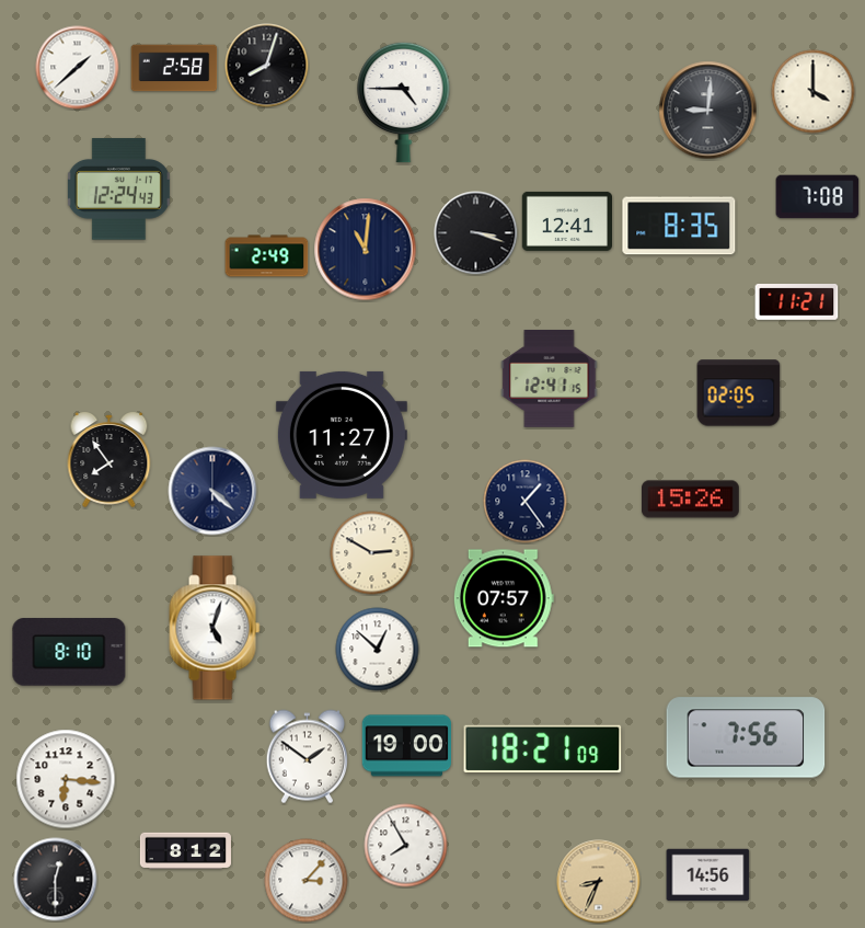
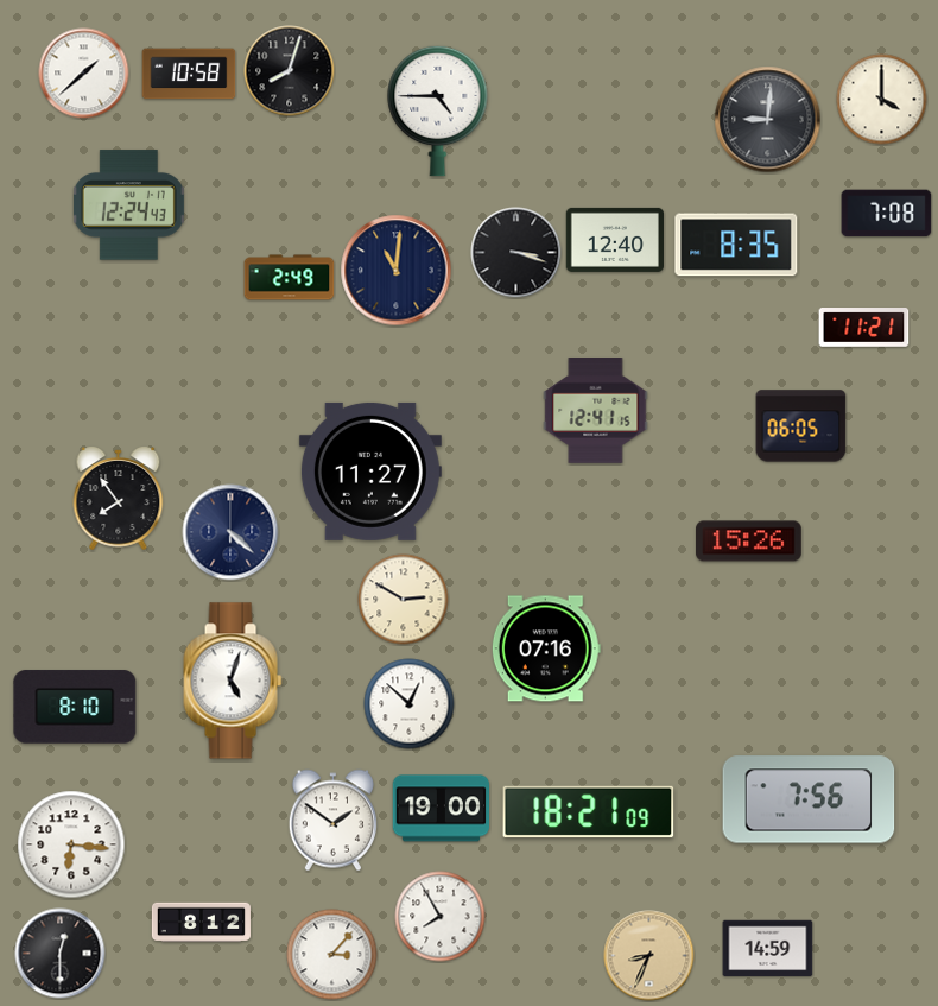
clock at (174, 68): 2:58 -> 10:58
clock at (566, 221): 12:41 -> 12:40
clock at (739, 393): 02:05 -> 06:05
clock at (526, 502): 1:24 -> none
clock at (504, 598): 07:57 -> 07:16
clock at (708, 875): 14:56 -> 14:59
